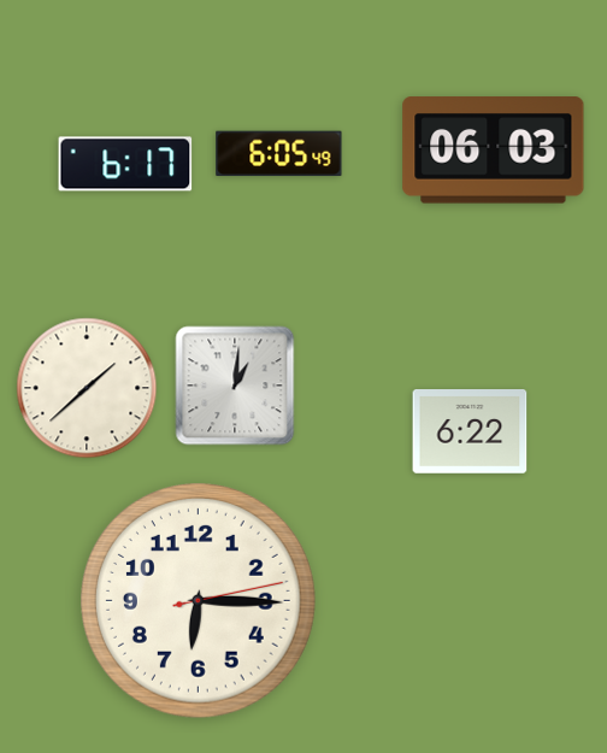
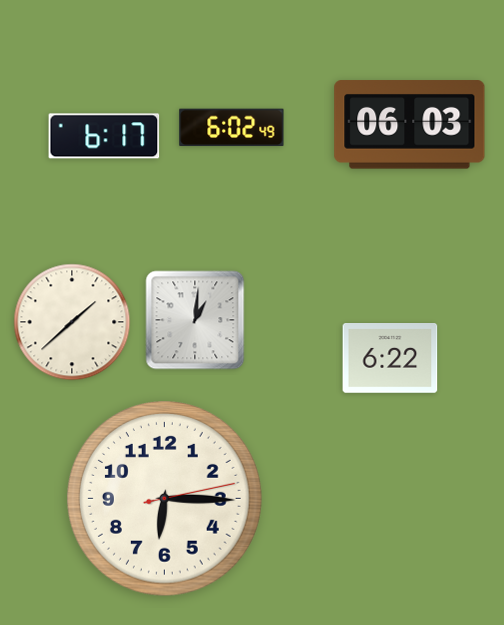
clock at (279, 154): 6:05 -> 6:02
